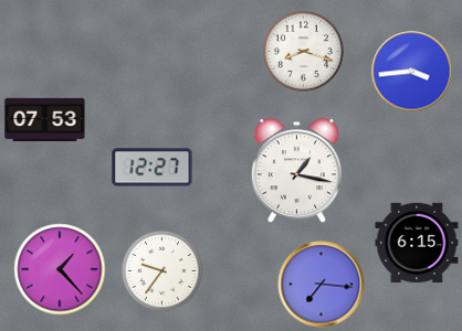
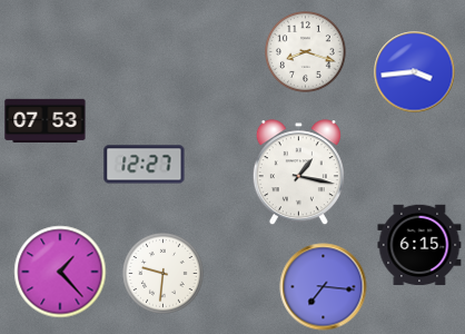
clock at (153, 168) position: (153, 168) -> (145, 165)
clock at (162, 271): 9:36 -> 9:31
